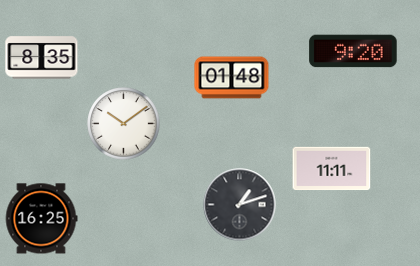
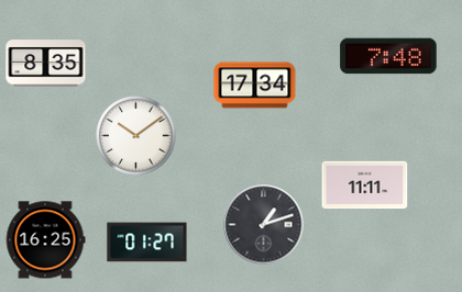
clock at (353, 51): 9:20 -> 7:48
clock at (232, 78): 01:48 -> 17:34
clock at (147, 243): none -> 01:27
